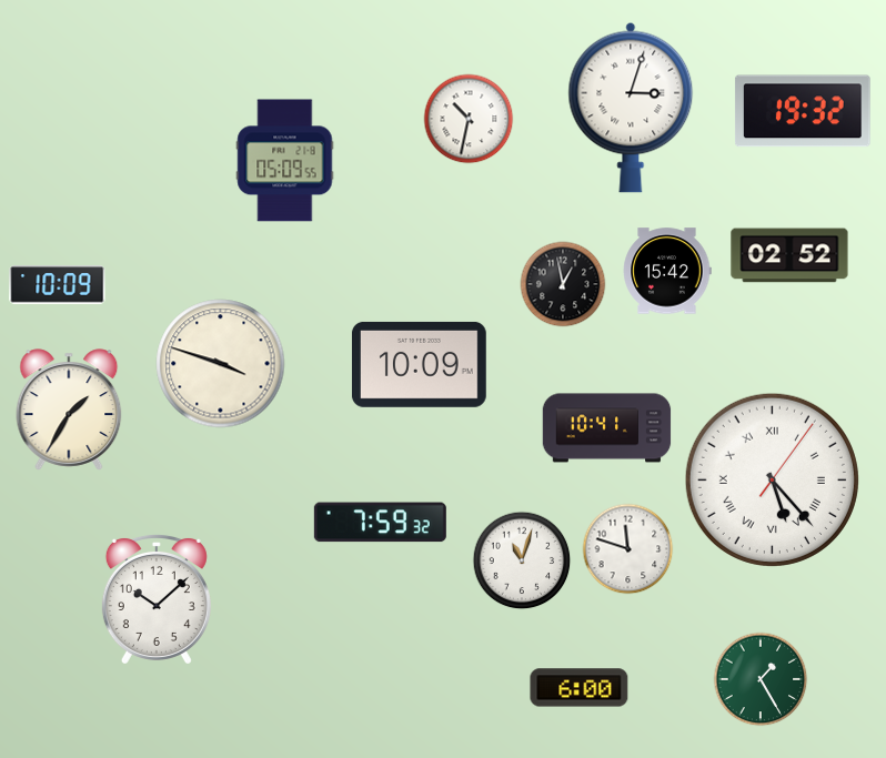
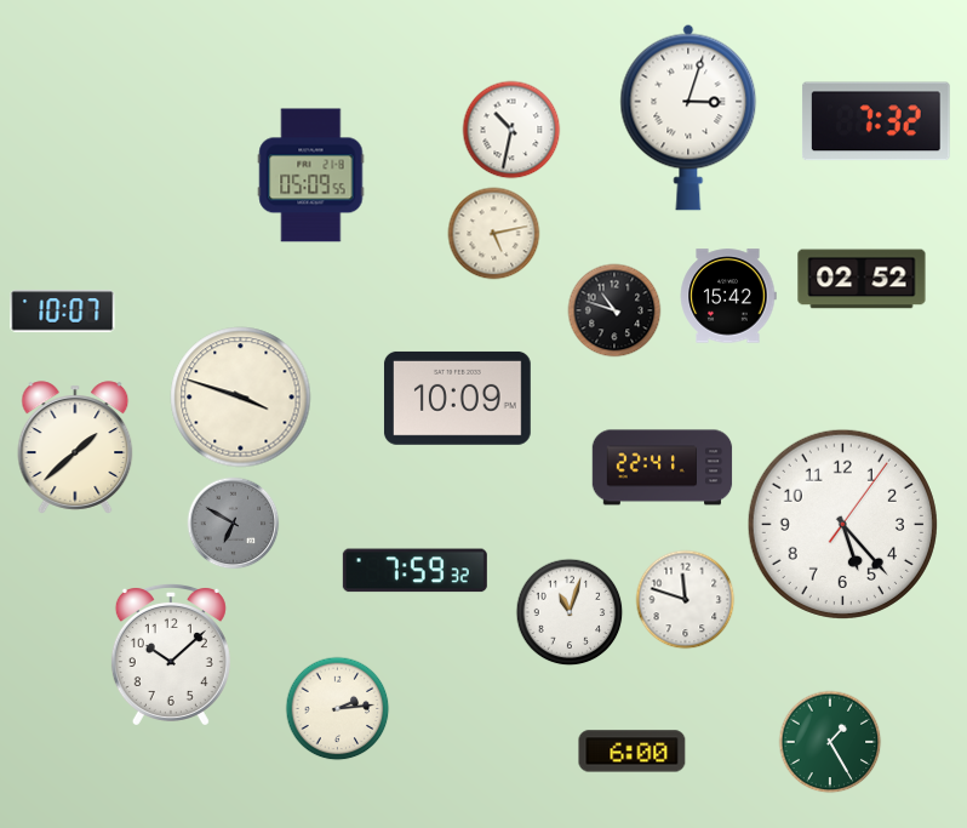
clock at (803, 111): 19:32 -> 7:32
clock at (494, 234): none -> 5:13
clock at (563, 284): 12:58 -> 10:48
clock at (58, 285): 10:09 -> 10:07
clock at (69, 410): 1:35 -> 1:38
clock at (607, 428): 10:41 -> 22:41
clock at (234, 524): none -> 6:50
clock at (772, 479) numerals: Roman -> Arabic
clock at (338, 709): none -> 2:14
